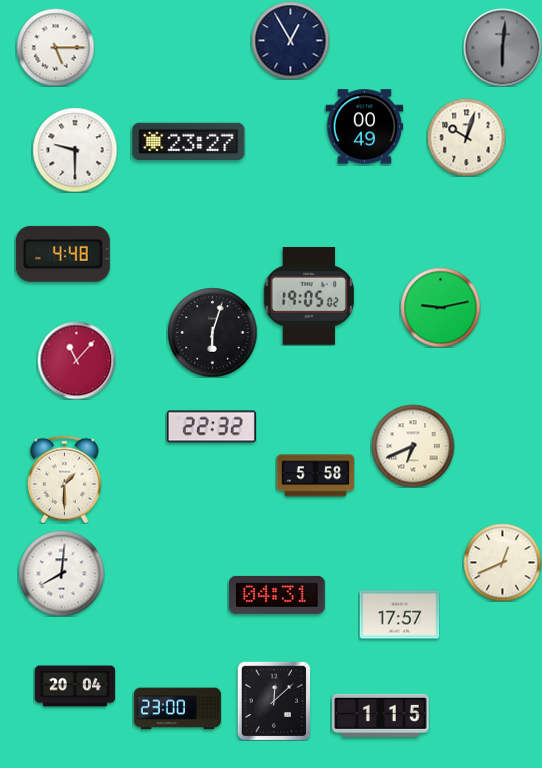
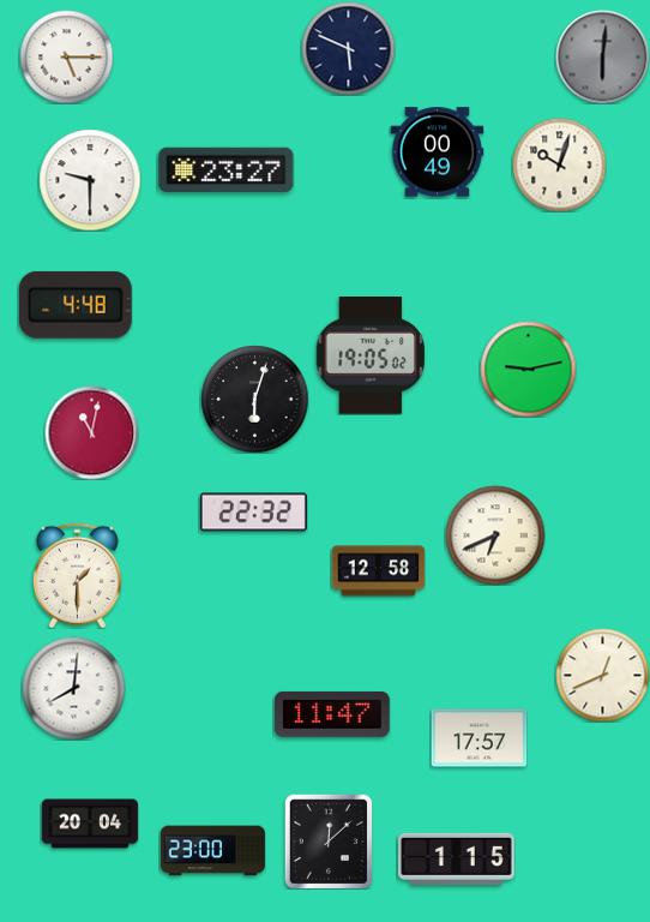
clock at (290, 40): 12:55 -> 5:49
clock at (76, 360): 11:07 -> 11:02
clock at (315, 476): 5:58 -> 12:58
clock at (278, 595): 04:31 -> 11:47
